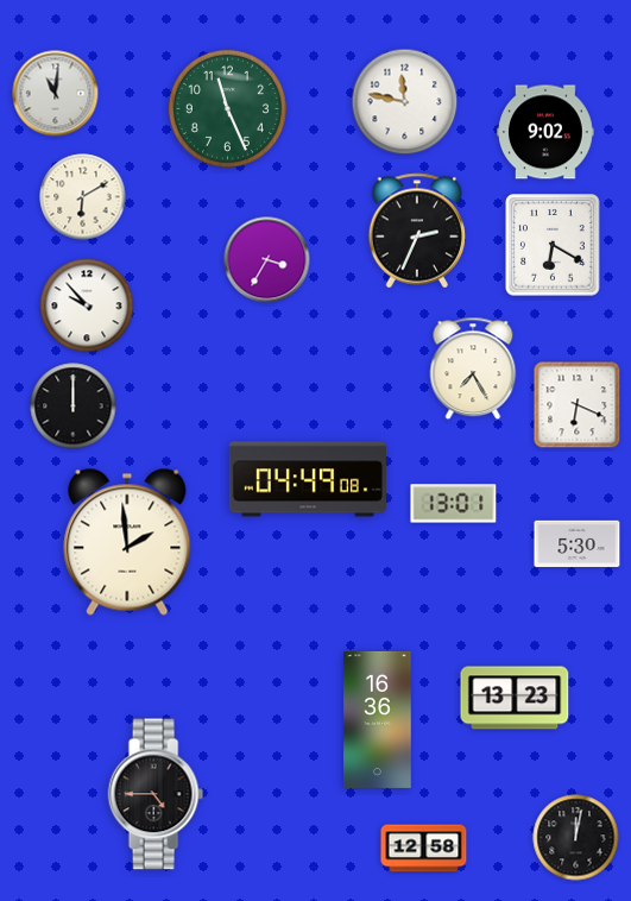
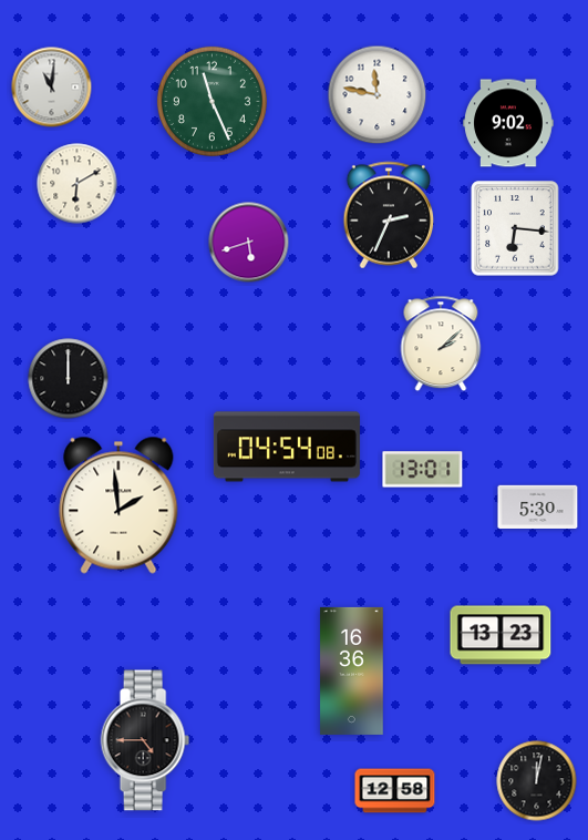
clock at (553, 245): 6:20 -> 6:16
clock at (267, 260): 3:35 -> 5:42
clock at (87, 305): 9:53 -> none
clock at (473, 368): 7:25 -> 2:08
clock at (578, 405): 6:19 -> none
clock at (308, 479): 04:49 -> 04:54
clock at (515, 698) position: (515, 698) -> (501, 635)
